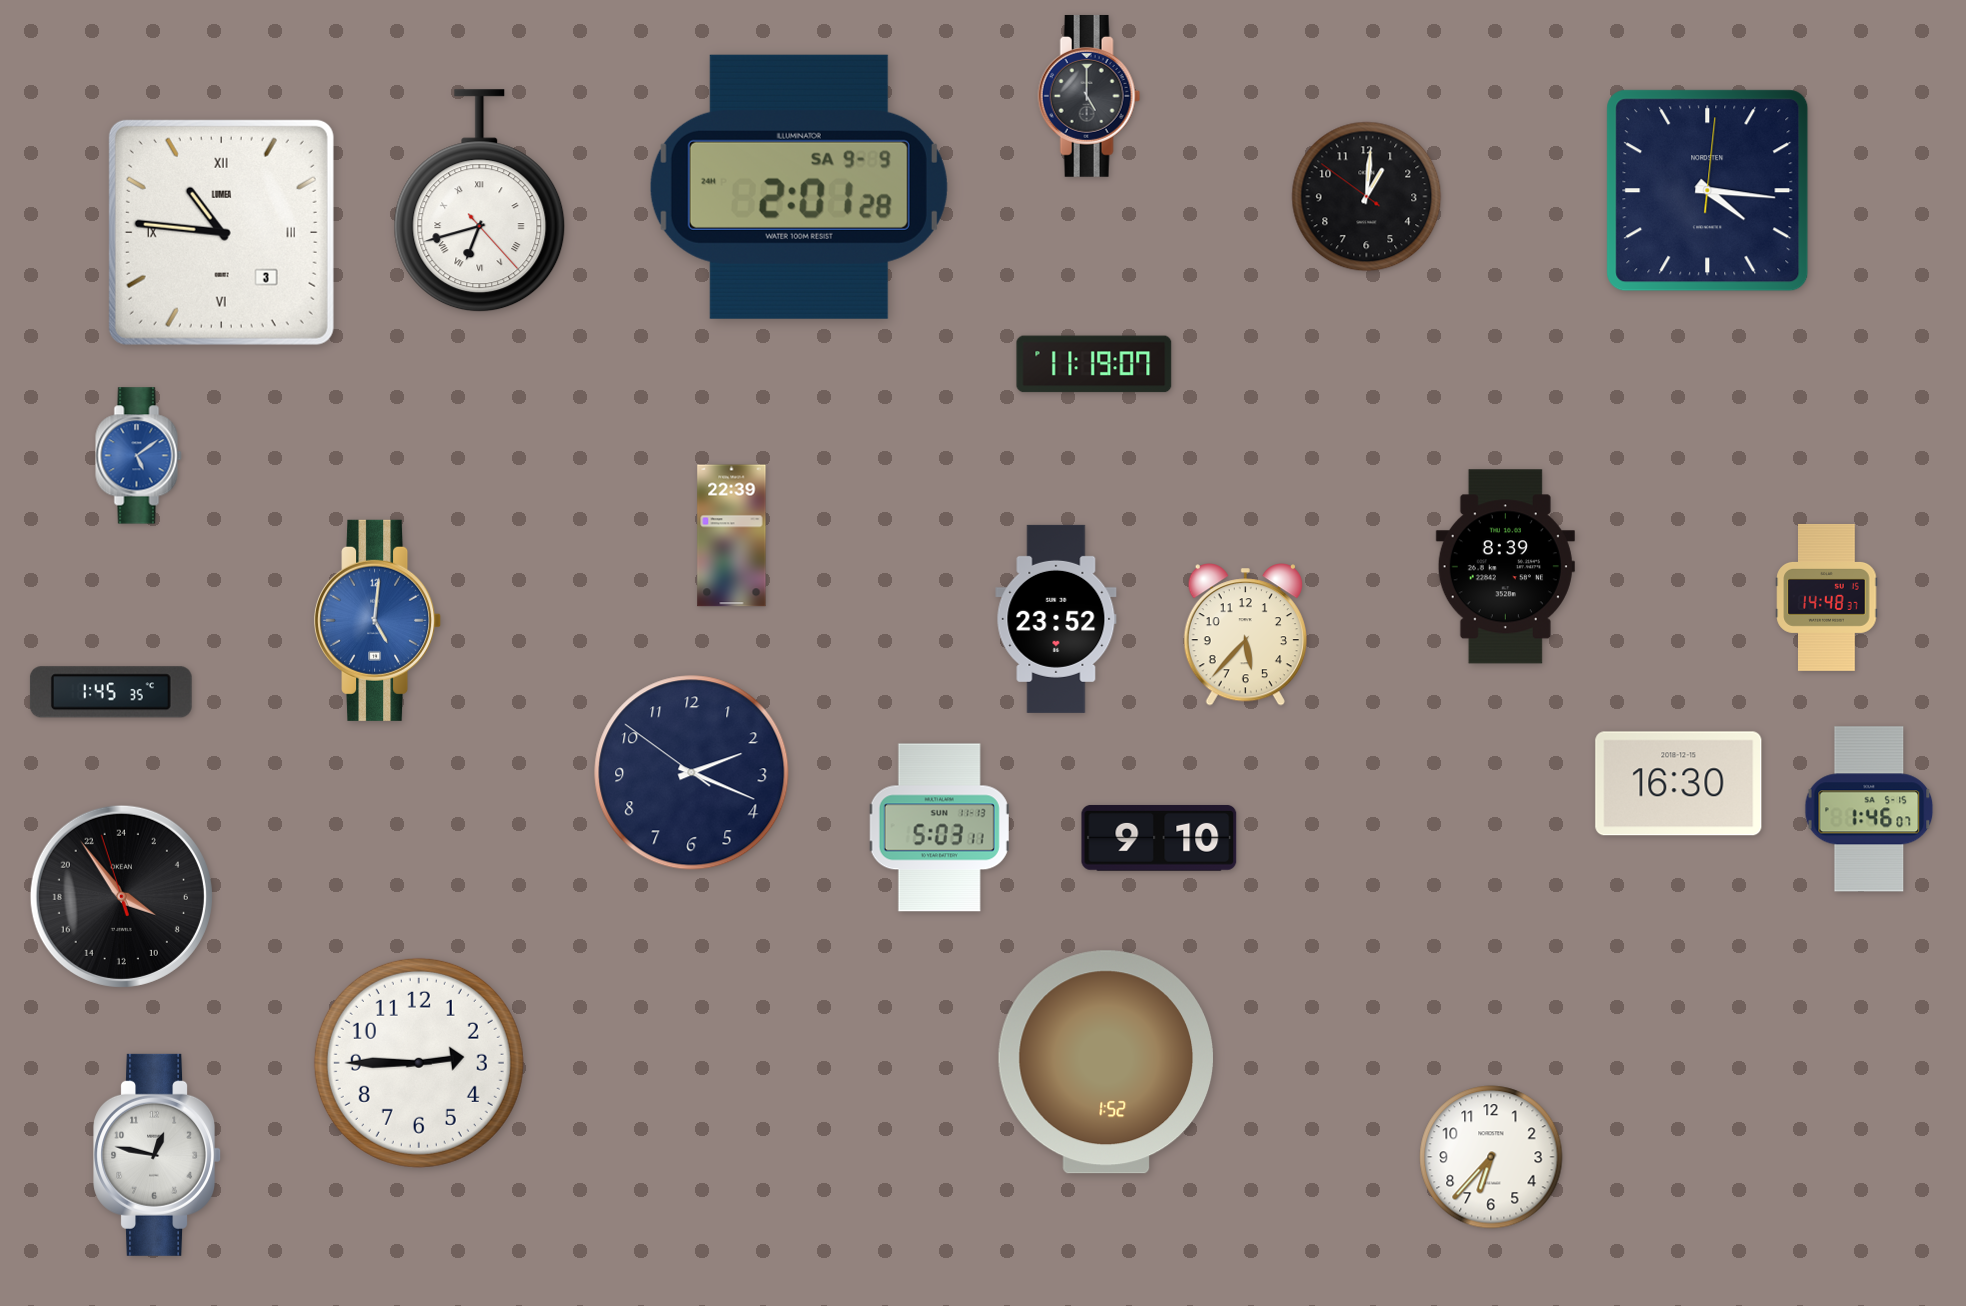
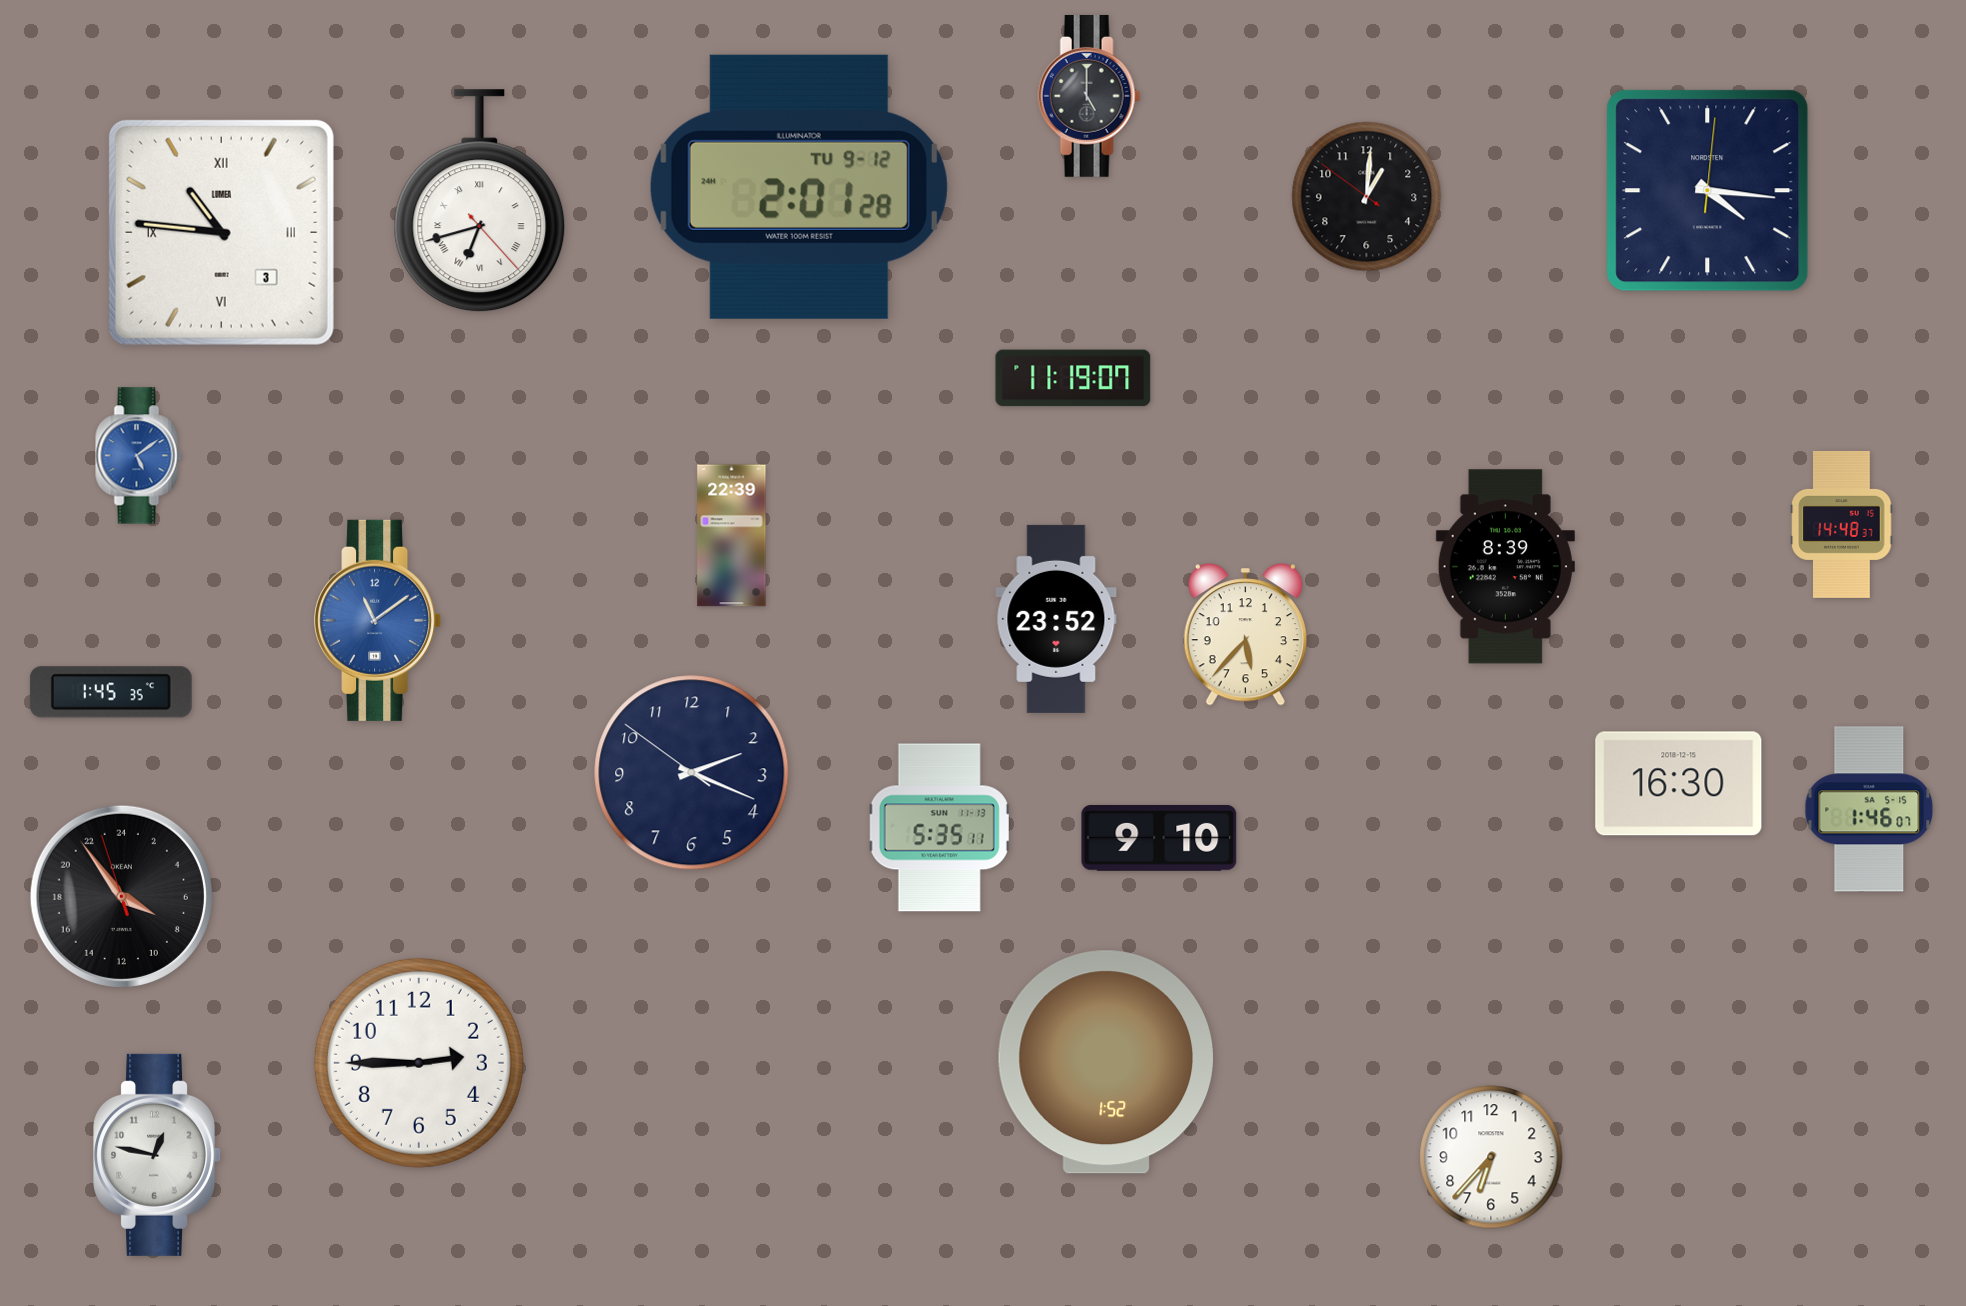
clock at (799, 187) date: SA 9-9 -> TU 9-12
clock at (1094, 364) position: (1094, 364) -> (1073, 378)
clock at (1827, 597) position: (1827, 597) -> (1842, 524)
clock at (378, 620): 5:01 -> 11:09
clock at (939, 828): 5:03 -> 5:35
